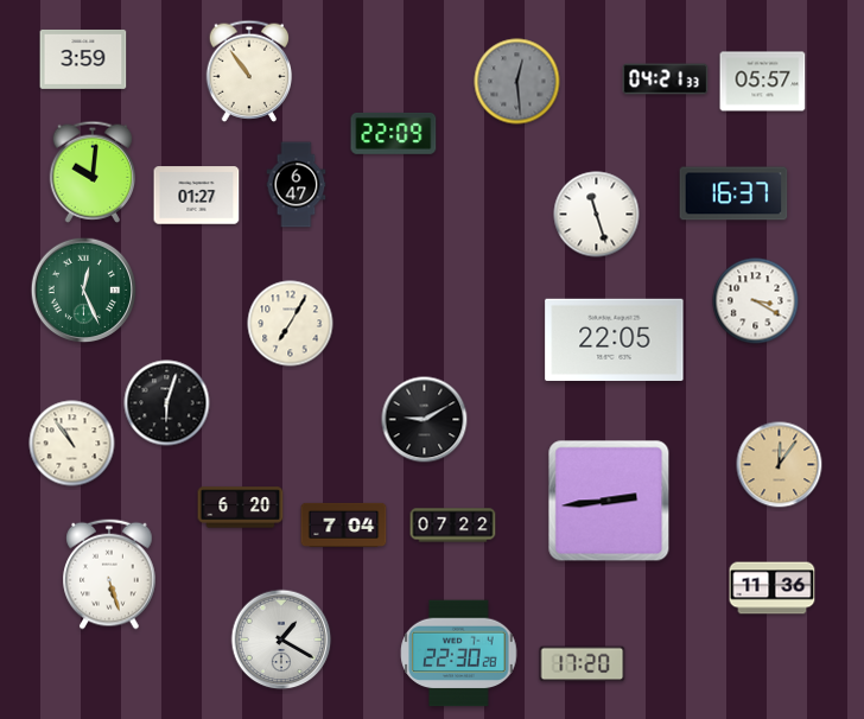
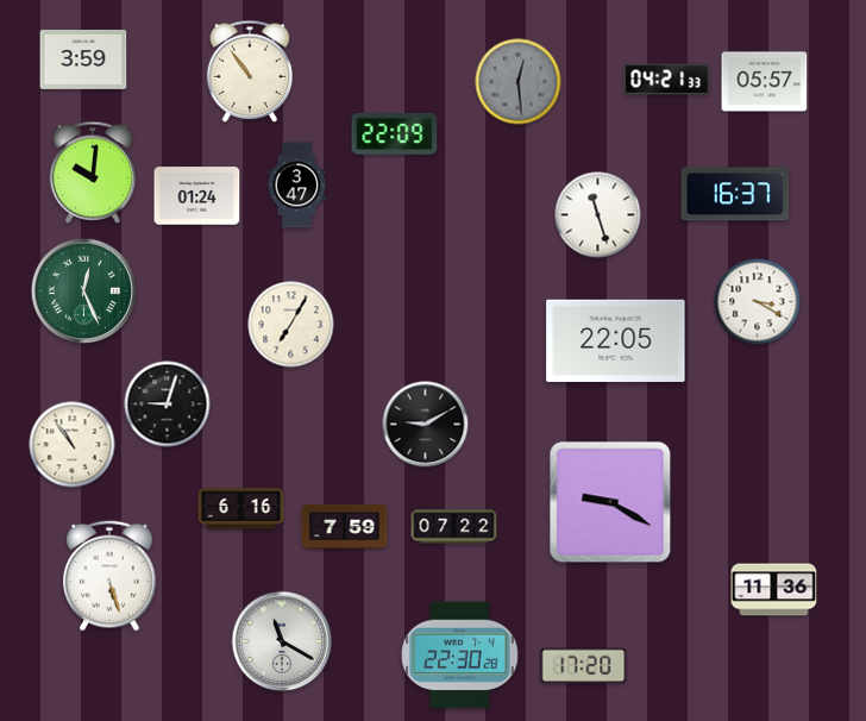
clock at (297, 185): 6:47 -> 3:47
clock at (197, 196): 01:27 -> 01:24
clock at (167, 403): 6:03 -> 9:03
clock at (425, 420) position: (425, 420) -> (426, 425)
clock at (780, 465): 12:06 -> none
clock at (609, 501): 2:44 -> 9:20
clock at (241, 508): 6:20 -> 6:16
clock at (344, 524): 7:04 -> 7:59
clock at (281, 640): 1:20 -> 11:20
